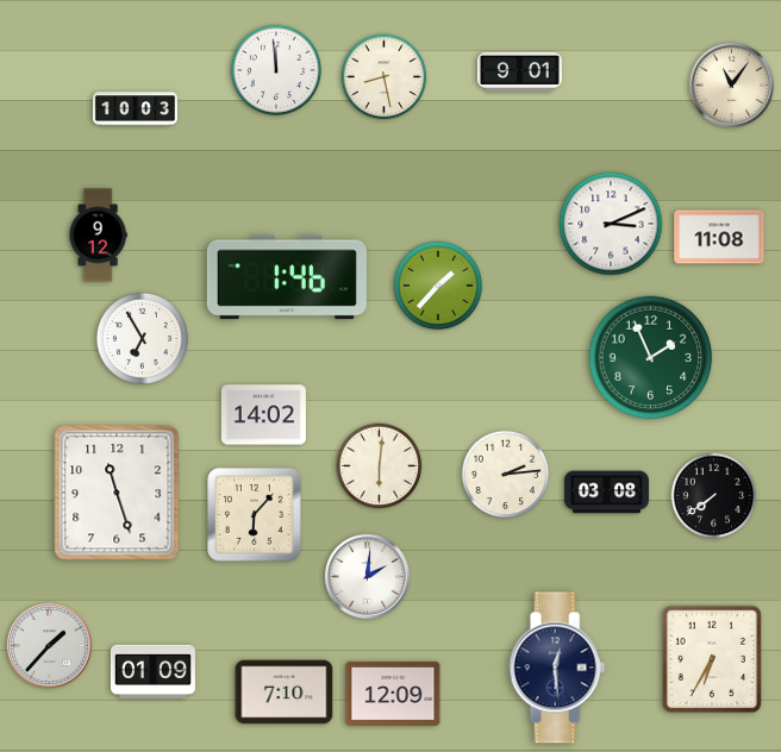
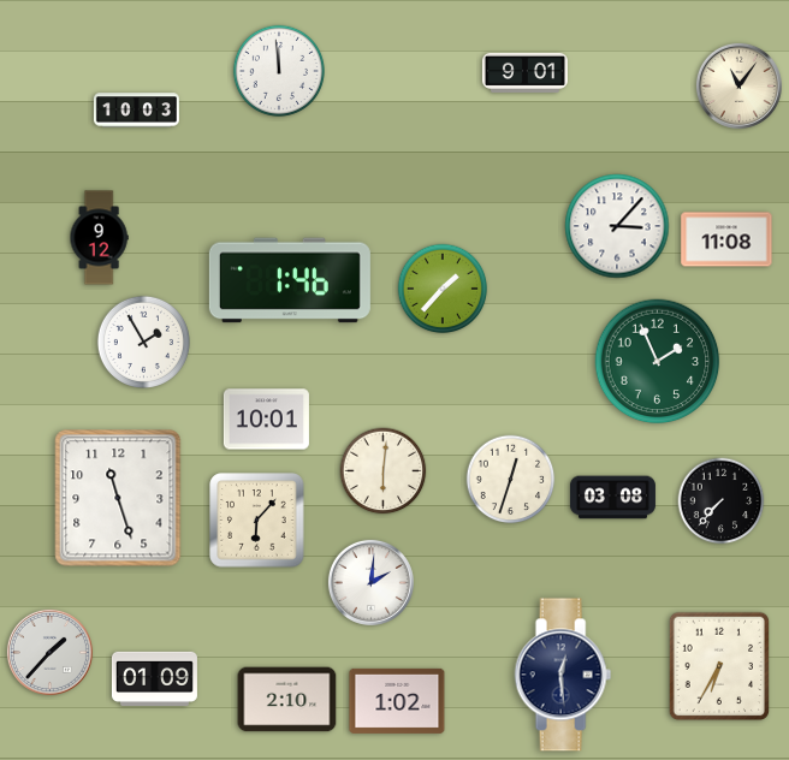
clock at (385, 77): 8:28 -> none
clock at (611, 224): 3:11 -> 3:07
clock at (142, 338): 6:55 -> 1:55
clock at (263, 415): 14:02 -> 10:01
clock at (506, 475): 2:14 -> 12:33
clock at (714, 496): 7:39 -> 7:37
clock at (285, 693): 7:10 -> 2:10
clock at (393, 694): 12:09 -> 1:02
